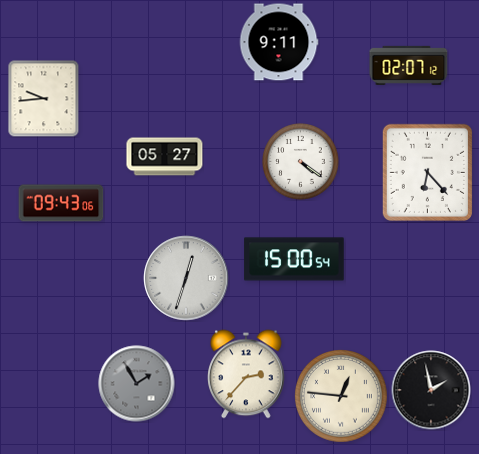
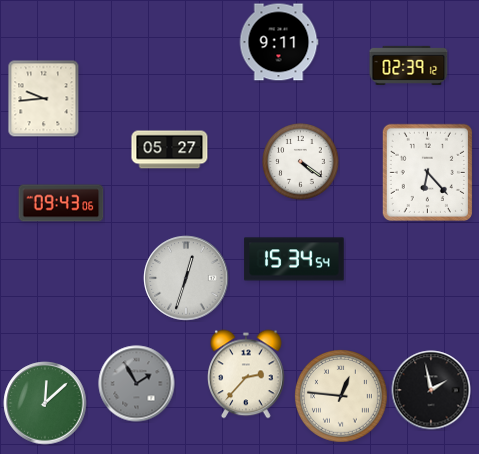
clock at (409, 65): 02:07 -> 02:39
clock at (165, 157) position: (165, 157) -> (170, 150)
clock at (294, 259): 15:00 -> 15:34
clock at (45, 403): none -> 12:08
